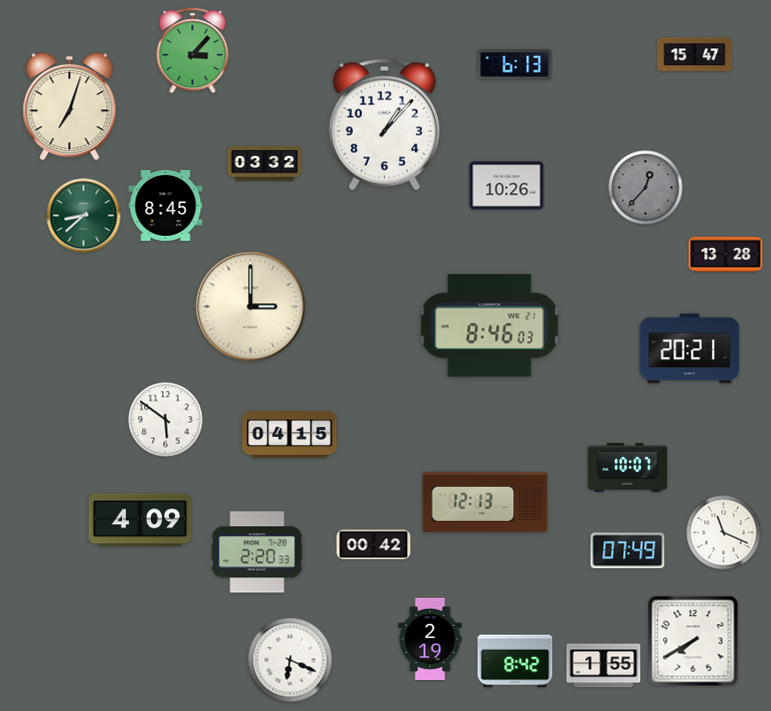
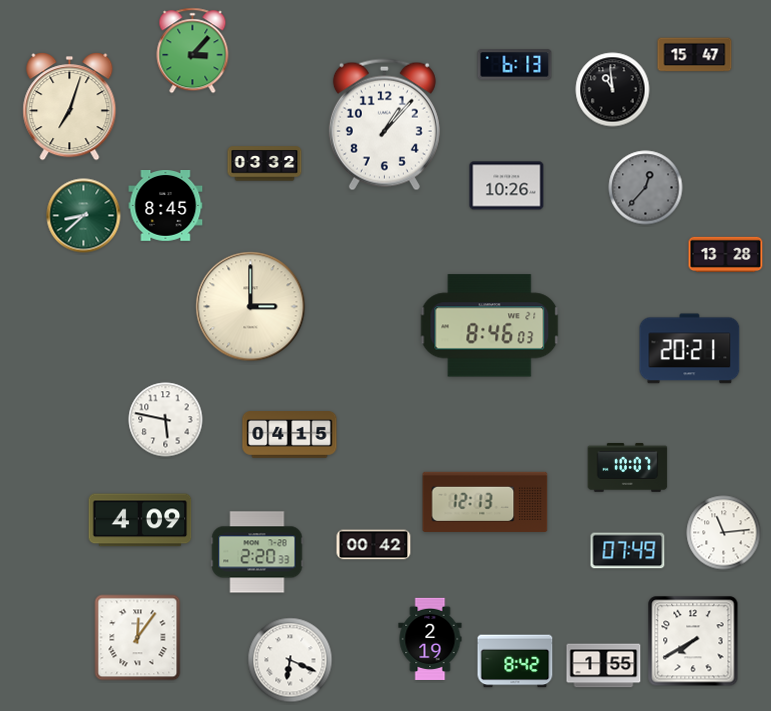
clock at (613, 90): none -> 10:59
clock at (166, 420): 5:51 -> 5:47
clock at (724, 533): 11:19 -> 11:14
clock at (138, 638): none -> 12:06
